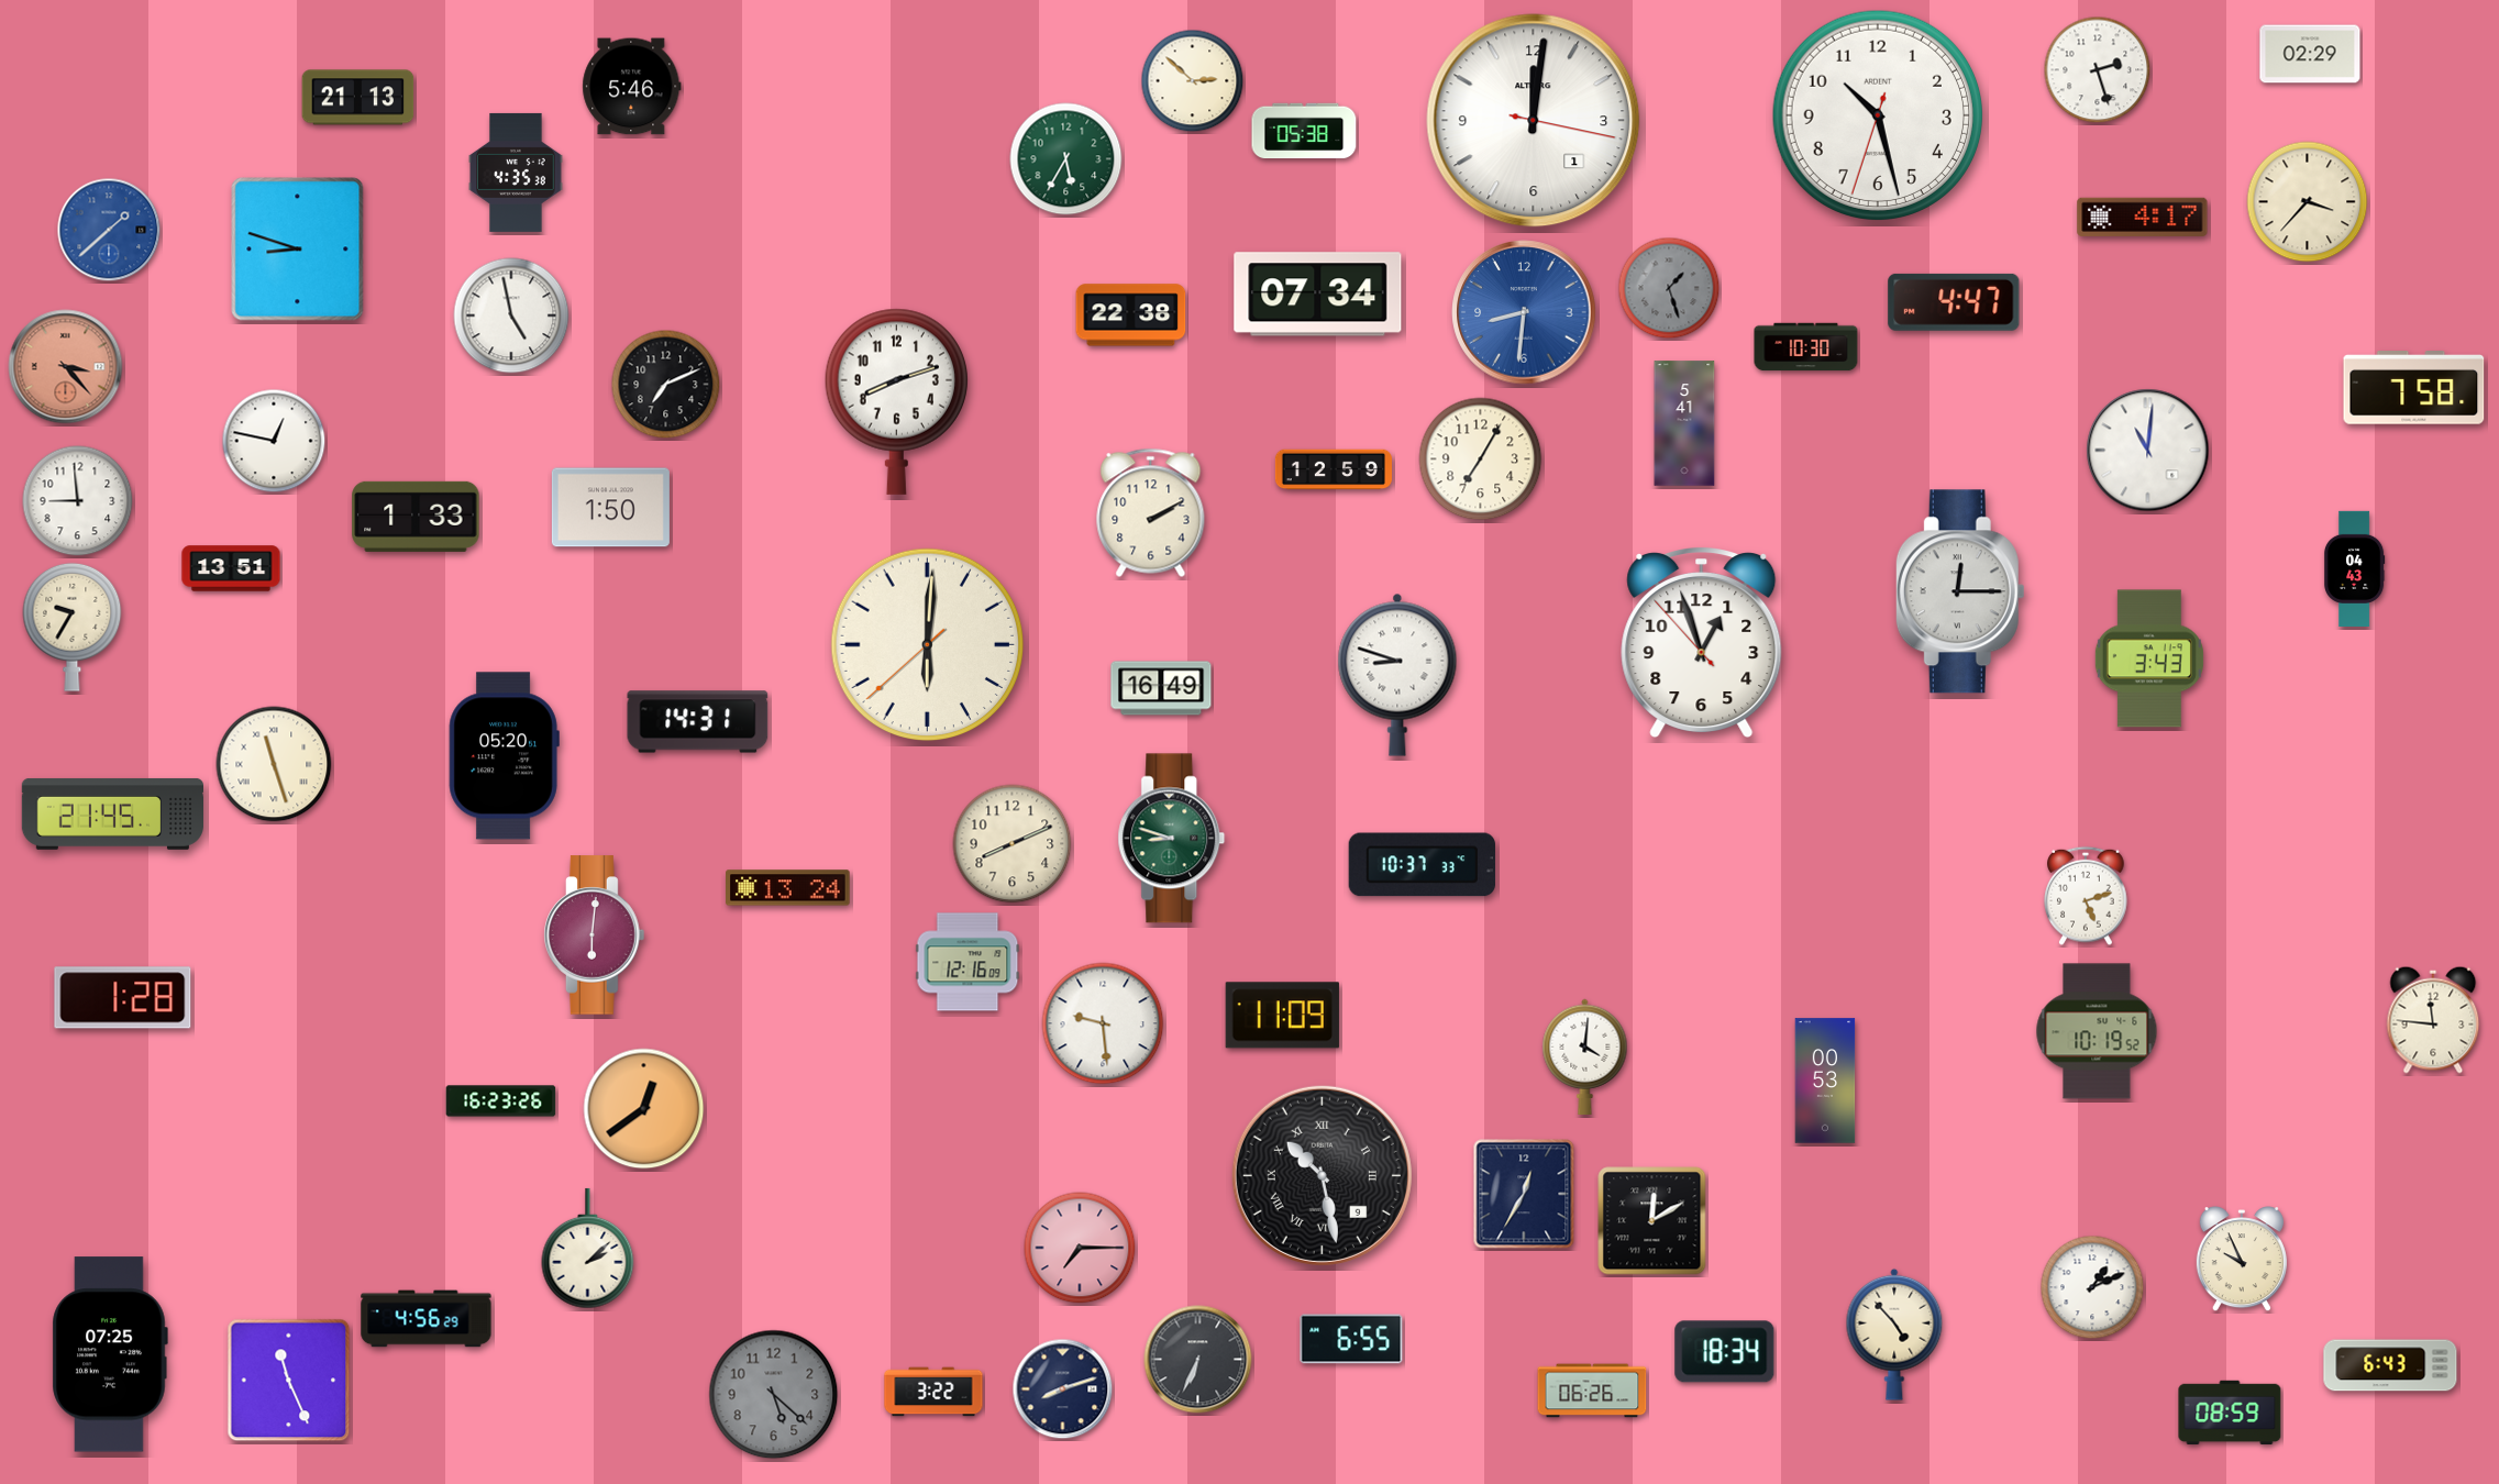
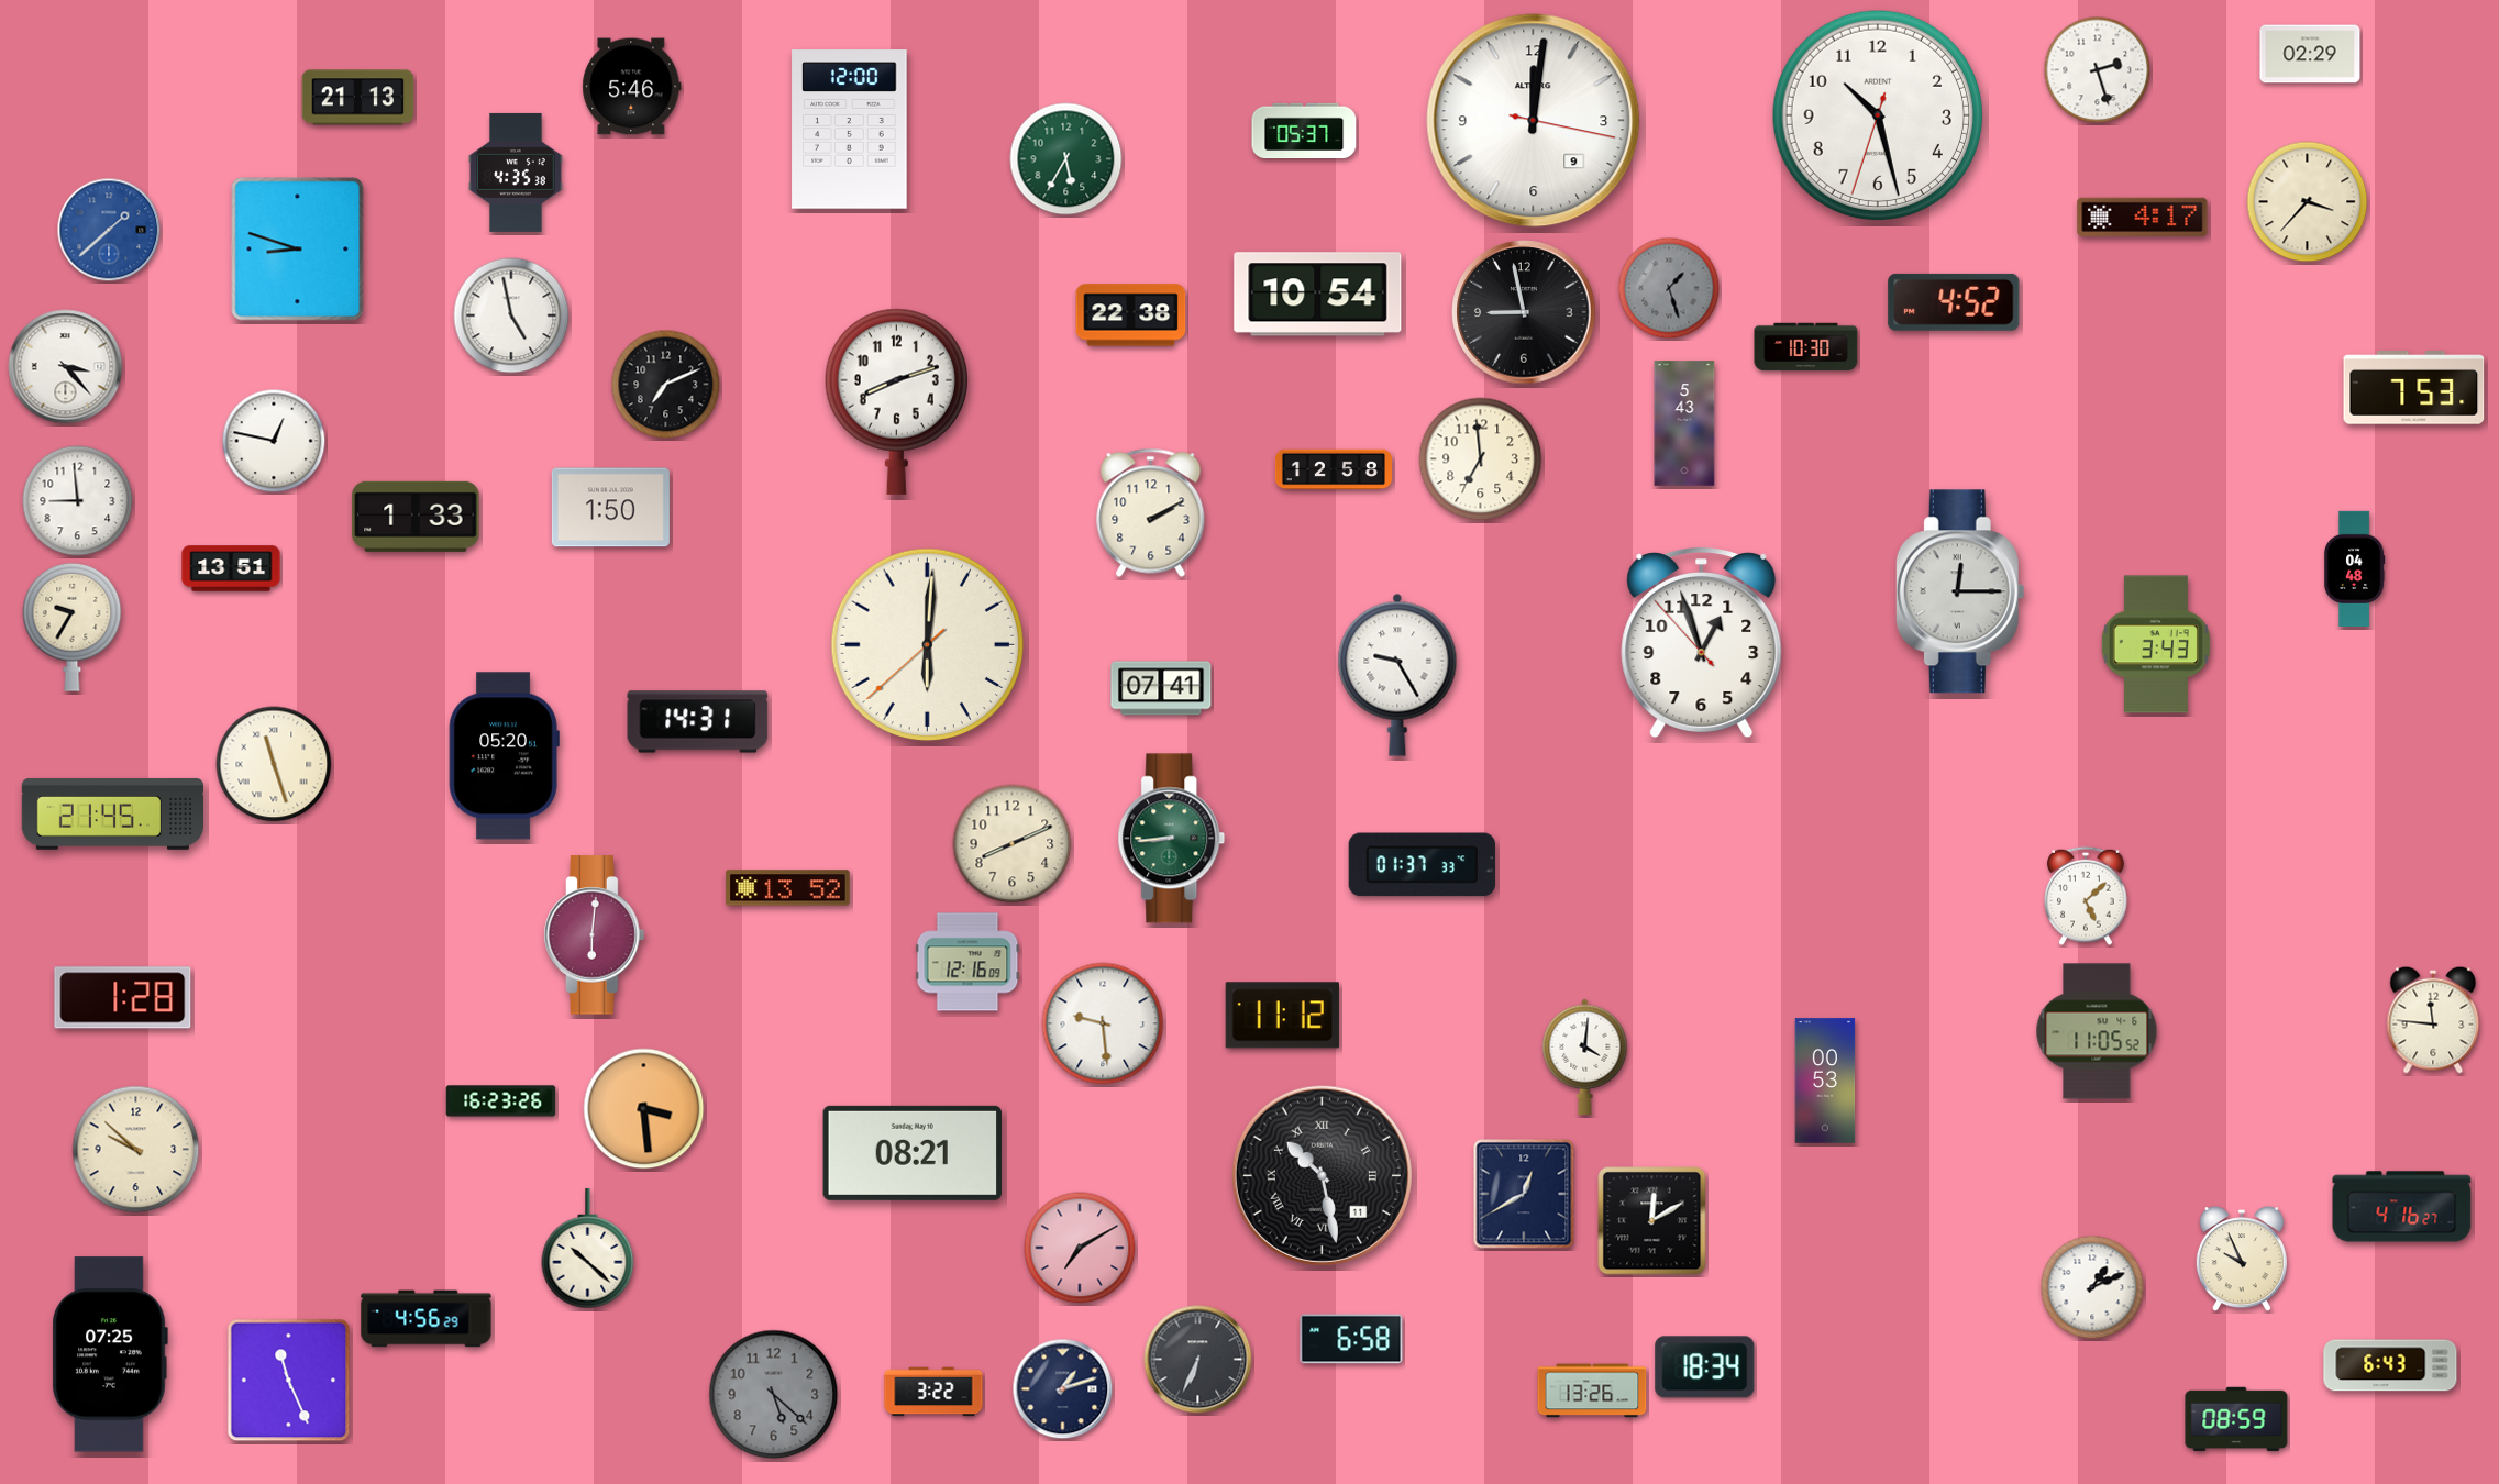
clock at (1193, 81): 2:52 -> none
clock at (1534, 121) date: 1 -> 9
clock at (850, 130): none -> 12:00
clock at (1304, 131): 05:38 -> 05:37
clock at (1318, 295): 07:34 -> 10:54
clock at (1954, 302): 4:47 -> 4:52
clock at (1524, 312): 8:31 -> 8:58
clock at (1524, 312) dial: blue -> black
clock at (66, 367) dial: salmon -> white
clock at (2414, 388): 7:58 -> 7:53
clock at (1684, 423): 5:41 -> 5:43
clock at (2148, 451): 11:01 -> none
clock at (1481, 459): 7:05 -> 6:59
clock at (1334, 469): 12:59 -> 12:58
clock at (2354, 568): 04:43 -> 04:48
clock at (2149, 658) position: (2149, 658) -> (2156, 644)
clock at (1397, 675): 8:48 -> 9:25
clock at (1161, 688): 16:49 -> 07:41
clock at (1172, 839): 8:48 -> 8:44
clock at (1422, 865): 10:37 -> 01:37
clock at (788, 888): 13:24 -> 13:52
clock at (2086, 896): 5:12 -> 5:08
clock at (1282, 1016): 11:09 -> 11:12
clock at (2097, 1031): 10:19 -> 11:05
clock at (644, 1109): 12:39 -> 3:29
clock at (136, 1150): none -> 9:52
clock at (913, 1153): none -> 08:21
clock at (1322, 1175) date: 9 -> 11
clock at (1524, 1194): 12:35 -> 12:40
clock at (2402, 1207): none -> 4:16
clock at (1080, 1248): 7:15 -> 7:10
clock at (588, 1249): 2:08 -> 10:22
clock at (1894, 1335): 4:53 -> none
clock at (1351, 1339): 6:55 -> 6:58
clock at (1725, 1352) position: (1725, 1352) -> (1705, 1367)
clock at (1063, 1389): 8:12 -> 1:12
clock at (1592, 1391): 06:26 -> 13:26
clock at (2230, 1413) position: (2230, 1413) -> (2236, 1419)
